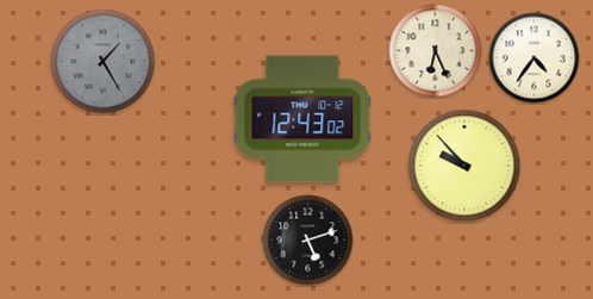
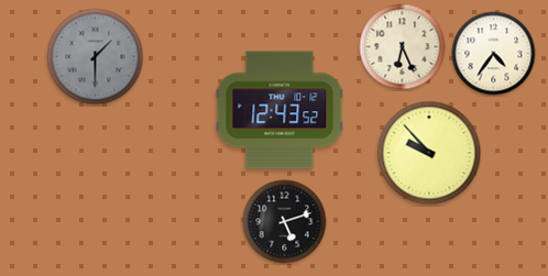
clock at (104, 62): 1:25 -> 1:30
clock at (302, 119): 12:43:02 -> 12:43:52
